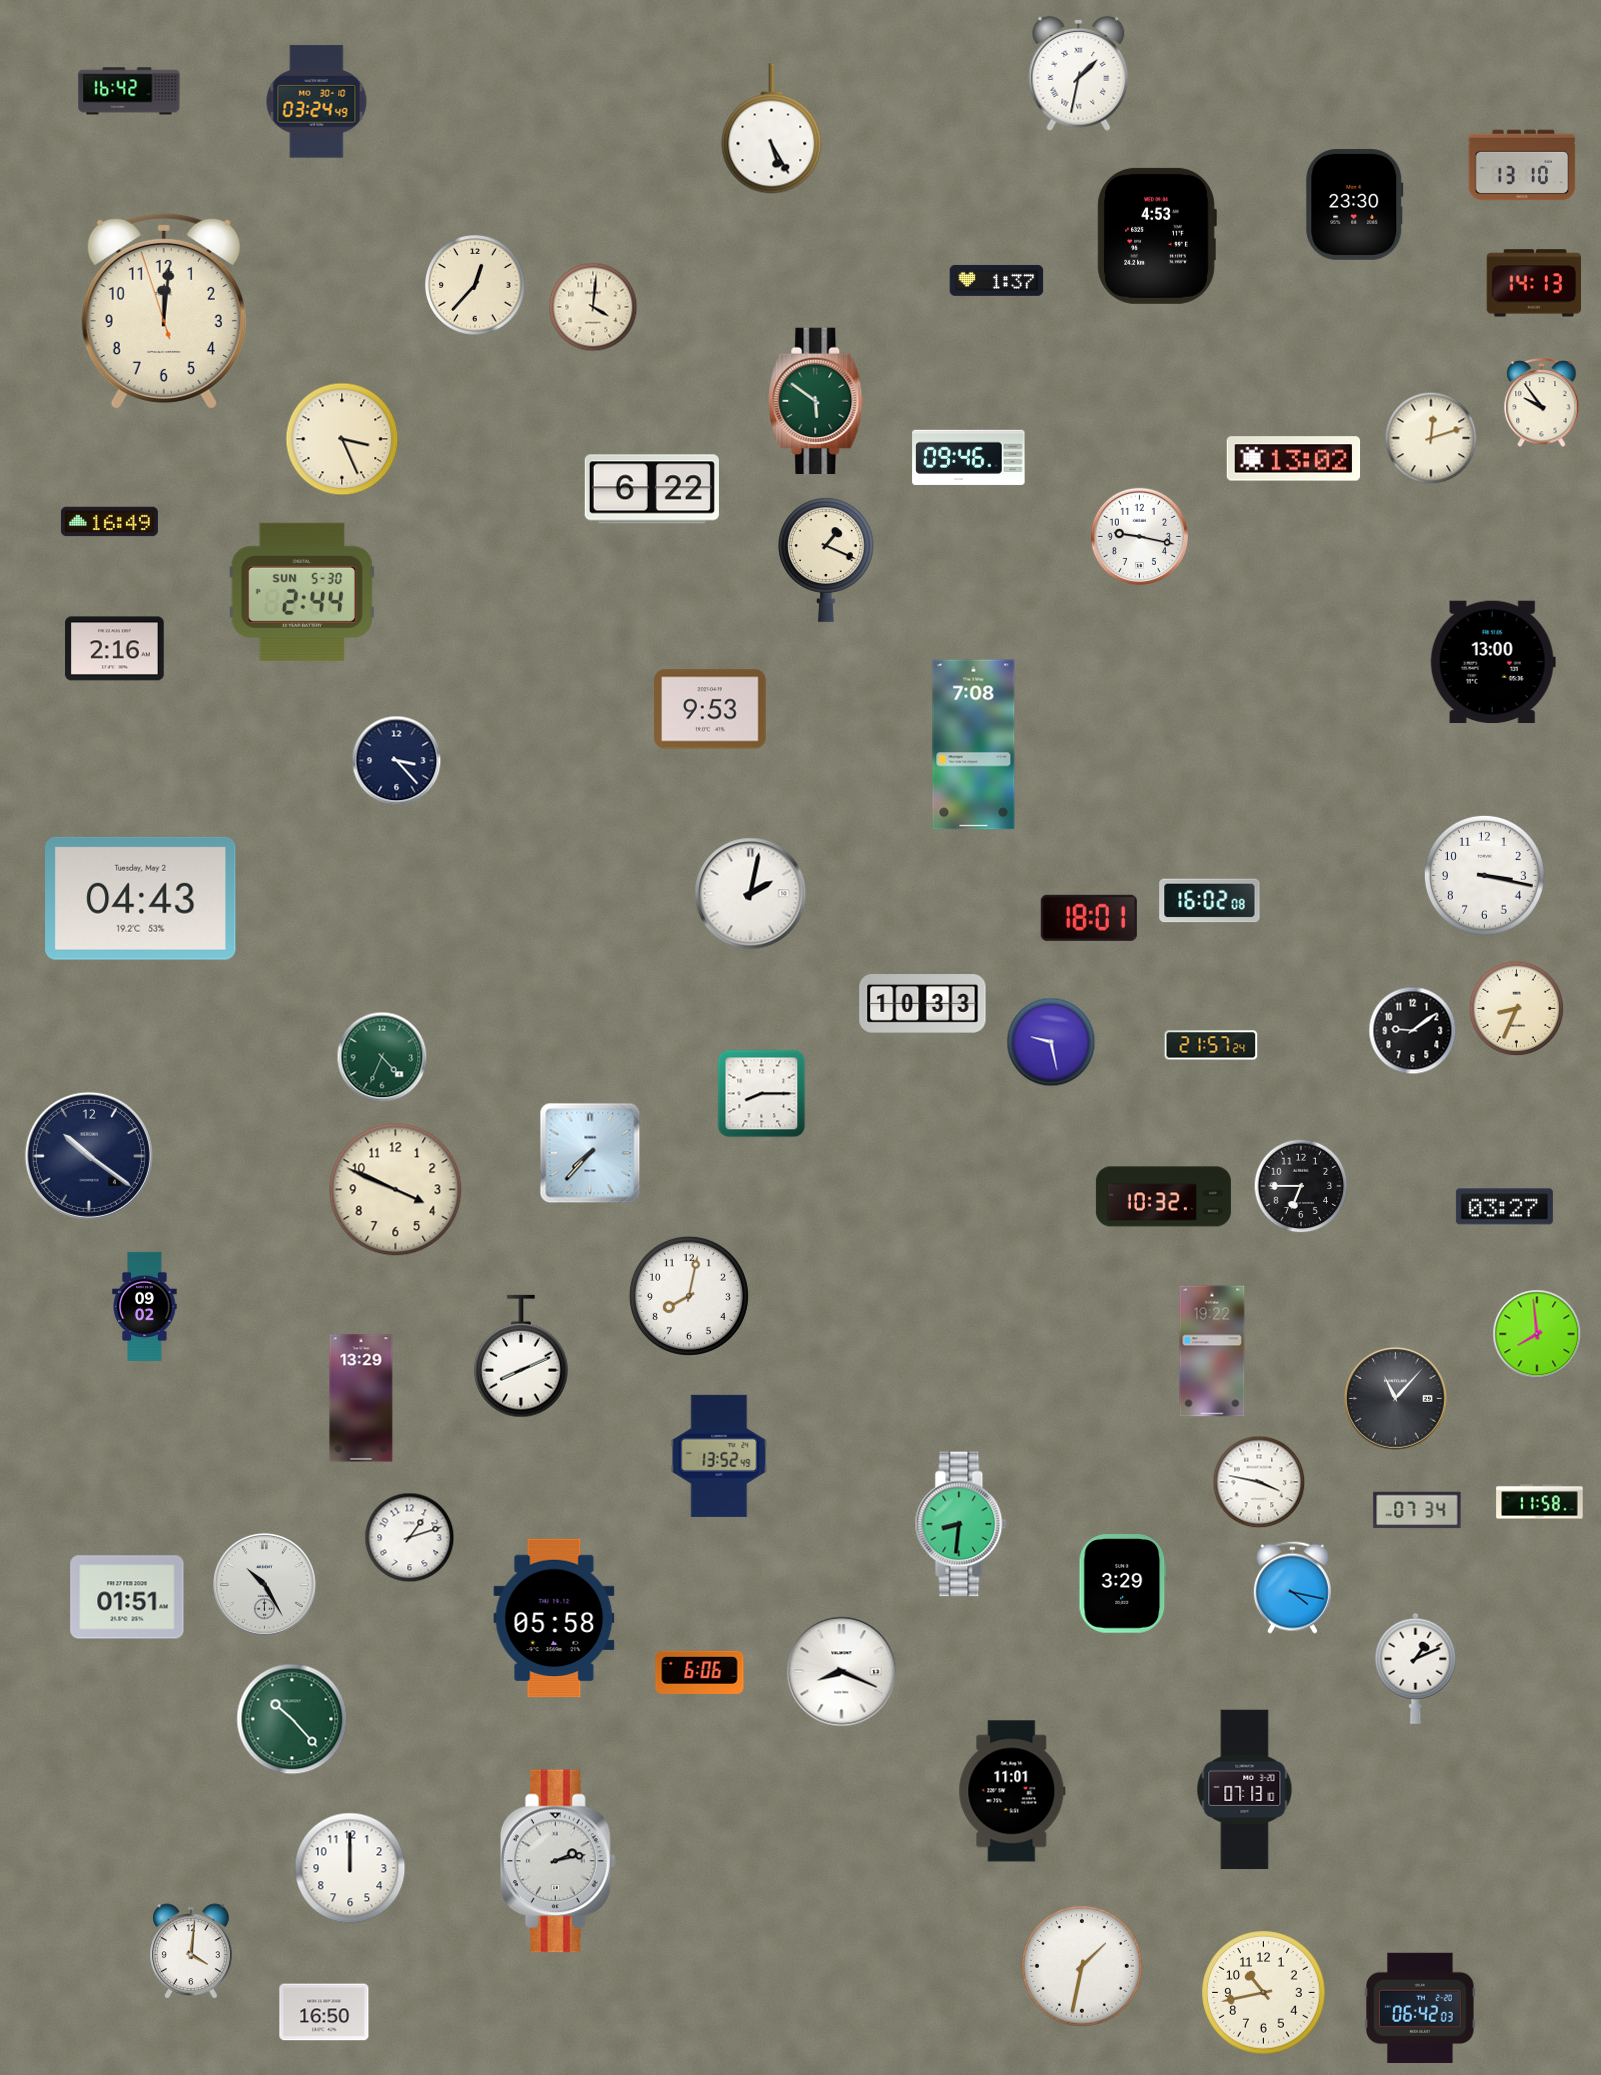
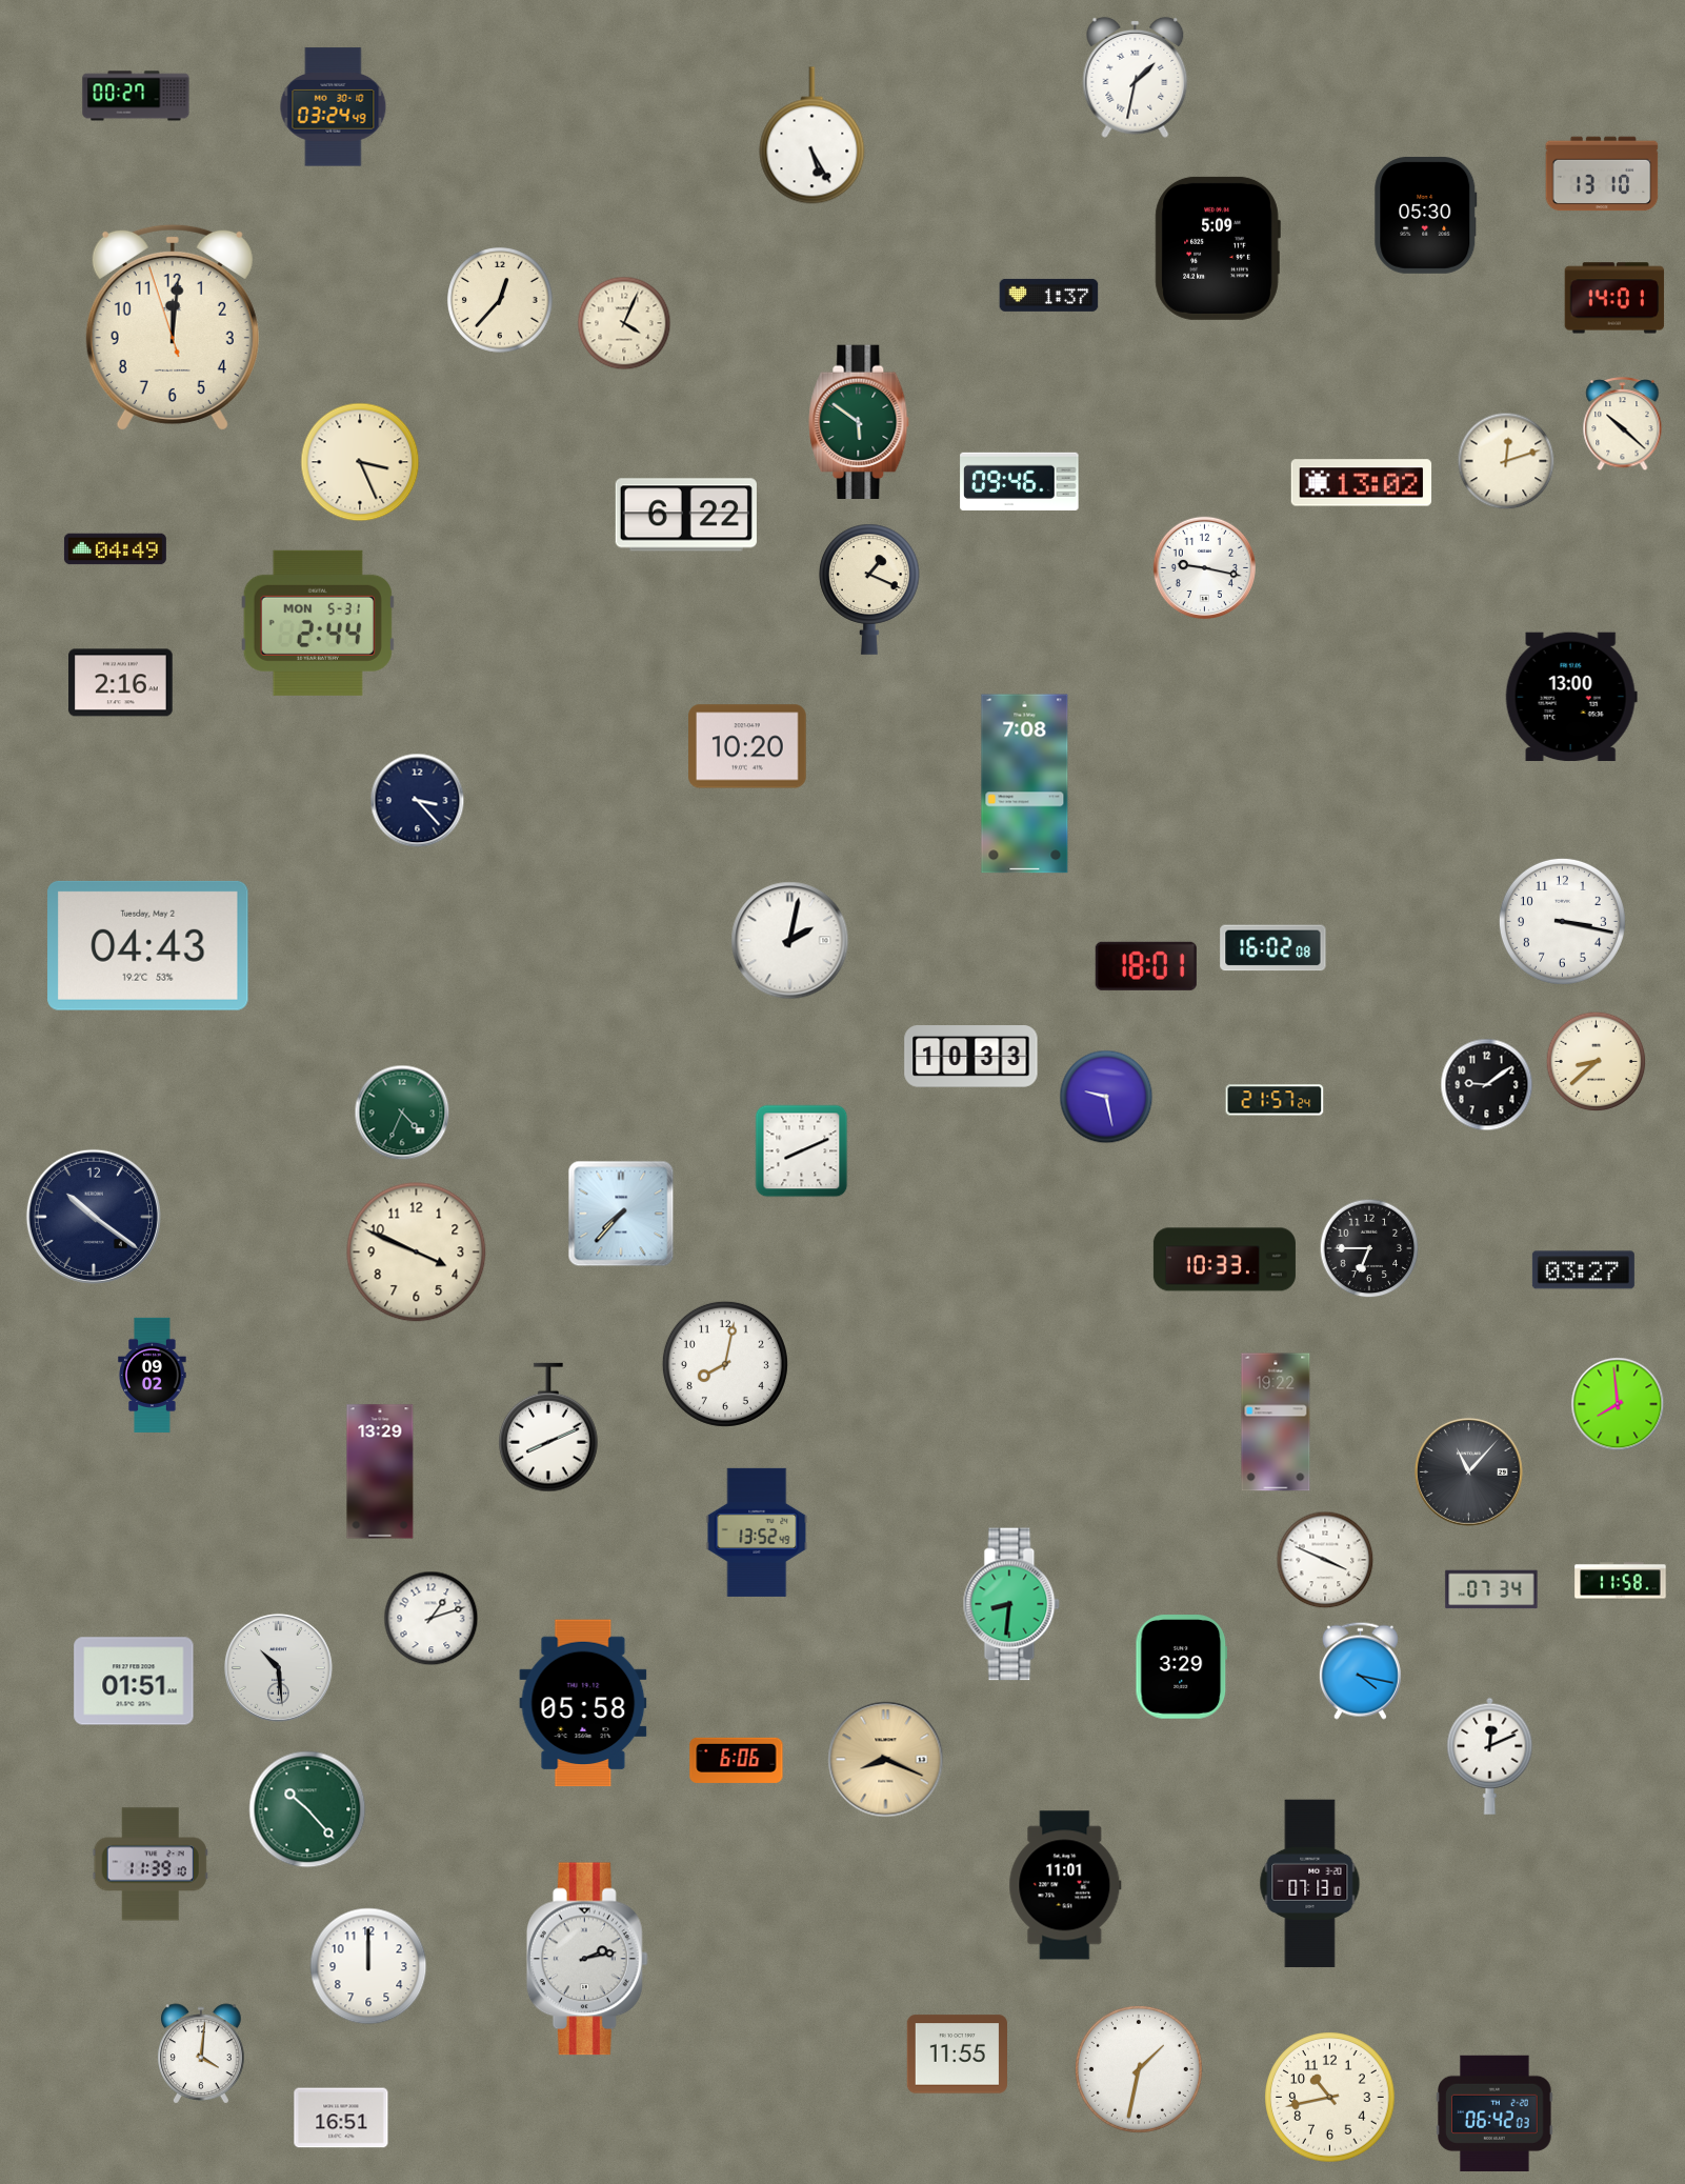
clock at (129, 91): 16:42 -> 00:27
clock at (1355, 204): 23:30 -> 05:30
clock at (1157, 236): 4:53 -> 5:09
clock at (1534, 283): 14:13 -> 14:01
clock at (593, 307): 4:01 -> 4:04
clock at (1542, 403): 9:54 -> 10:22
clock at (109, 522): 16:49 -> 04:49
clock at (1139, 536) position: (1139, 536) -> (1204, 567)
clock at (302, 592) date: SUN 5-30 -> MON 5-31
clock at (710, 709): 9:53 -> 10:20
clock at (1517, 1009): 8:34 -> 8:38
clock at (762, 1094): 8:15 -> 8:11
clock at (1163, 1197): 10:32 -> 10:33
clock at (1259, 1482): 3:47 -> 3:49
clock at (264, 1584): 10:25 -> 10:29
clock at (1416, 1668): 1:11 -> 12:11
clock at (842, 1672) dial: white -> champagne
clock at (151, 1864): none -> 11:39
clock at (957, 2055): none -> 11:55
clock at (324, 2012): 16:50 -> 16:51
